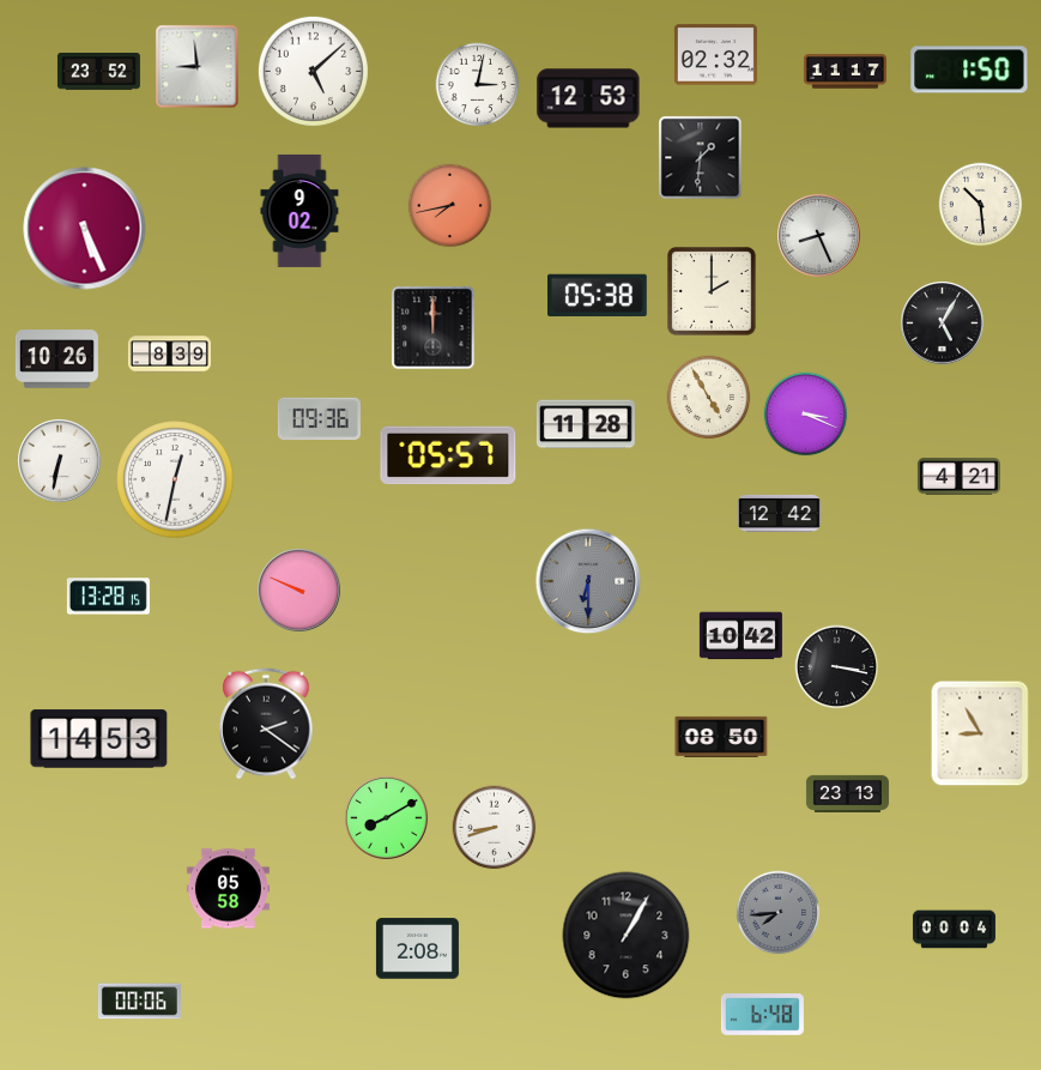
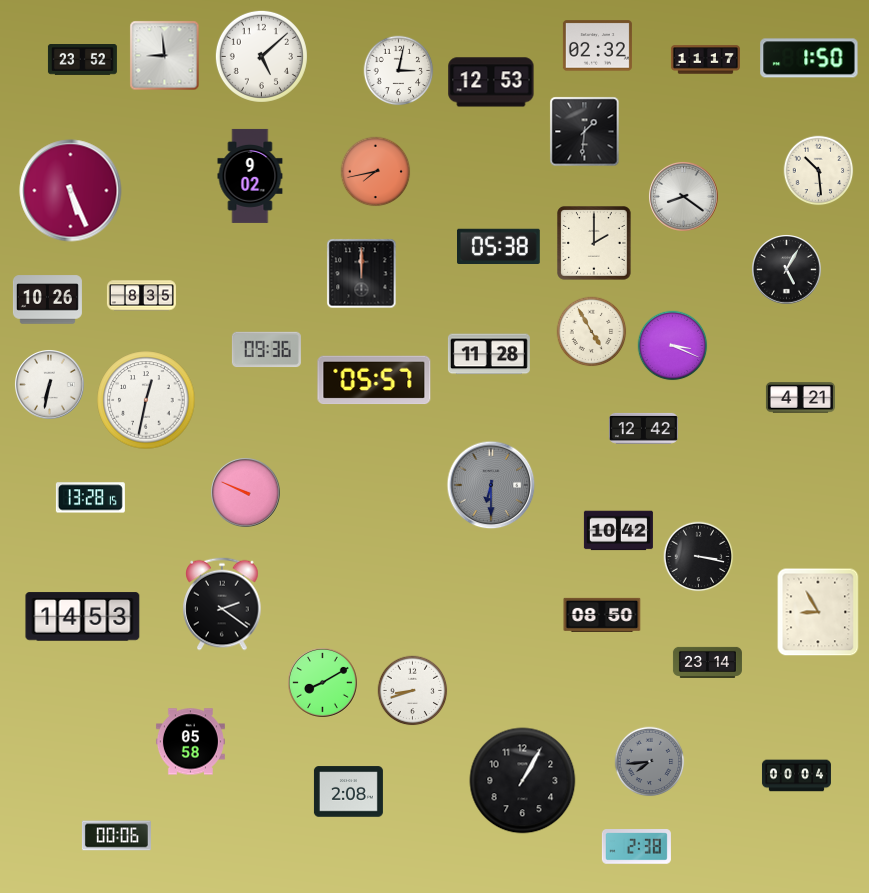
clock at (313, 71) position: (313, 71) -> (261, 56)
clock at (819, 236): 8:26 -> 8:21
clock at (169, 355): 8:39 -> 8:35
clock at (779, 513) position: (779, 513) -> (643, 428)
clock at (299, 591) position: (299, 591) -> (246, 493)
clock at (847, 793): 23:13 -> 23:14
clock at (762, 1015): 6:48 -> 2:38
